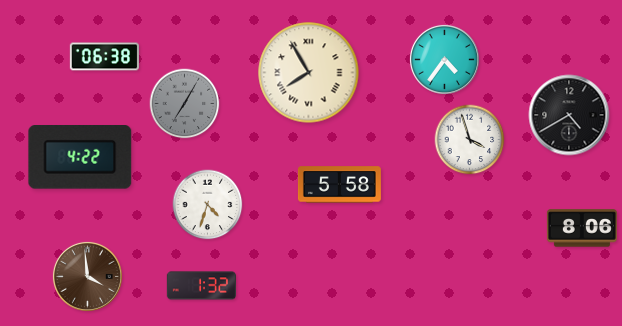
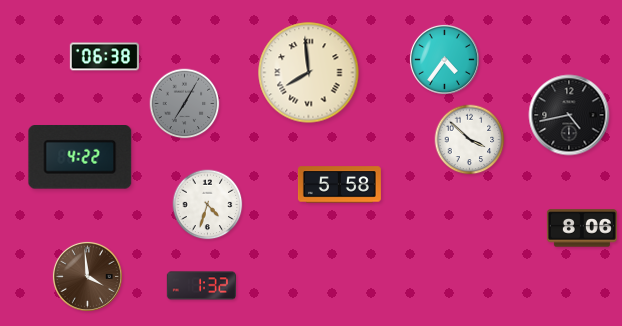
clock at (309, 73): 7:55 -> 7:59
clock at (569, 115): 4:40 -> 4:43
clock at (470, 140): 3:57 -> 3:52
